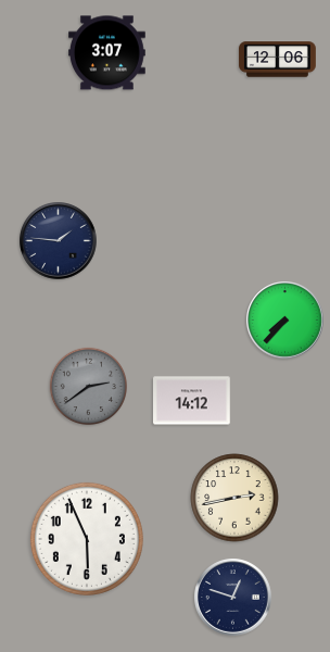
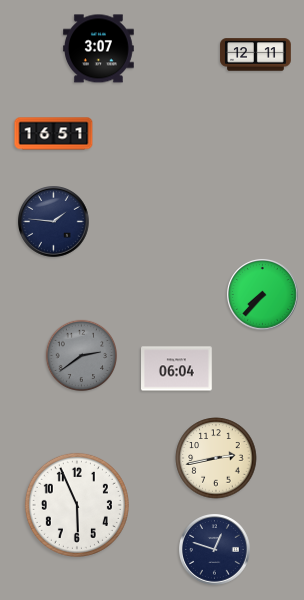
clock at (278, 60): 12:06 -> 12:11
clock at (54, 134): none -> 16:51
clock at (192, 401): 14:12 -> 06:04
clock at (87, 539) position: (87, 539) -> (77, 505)
